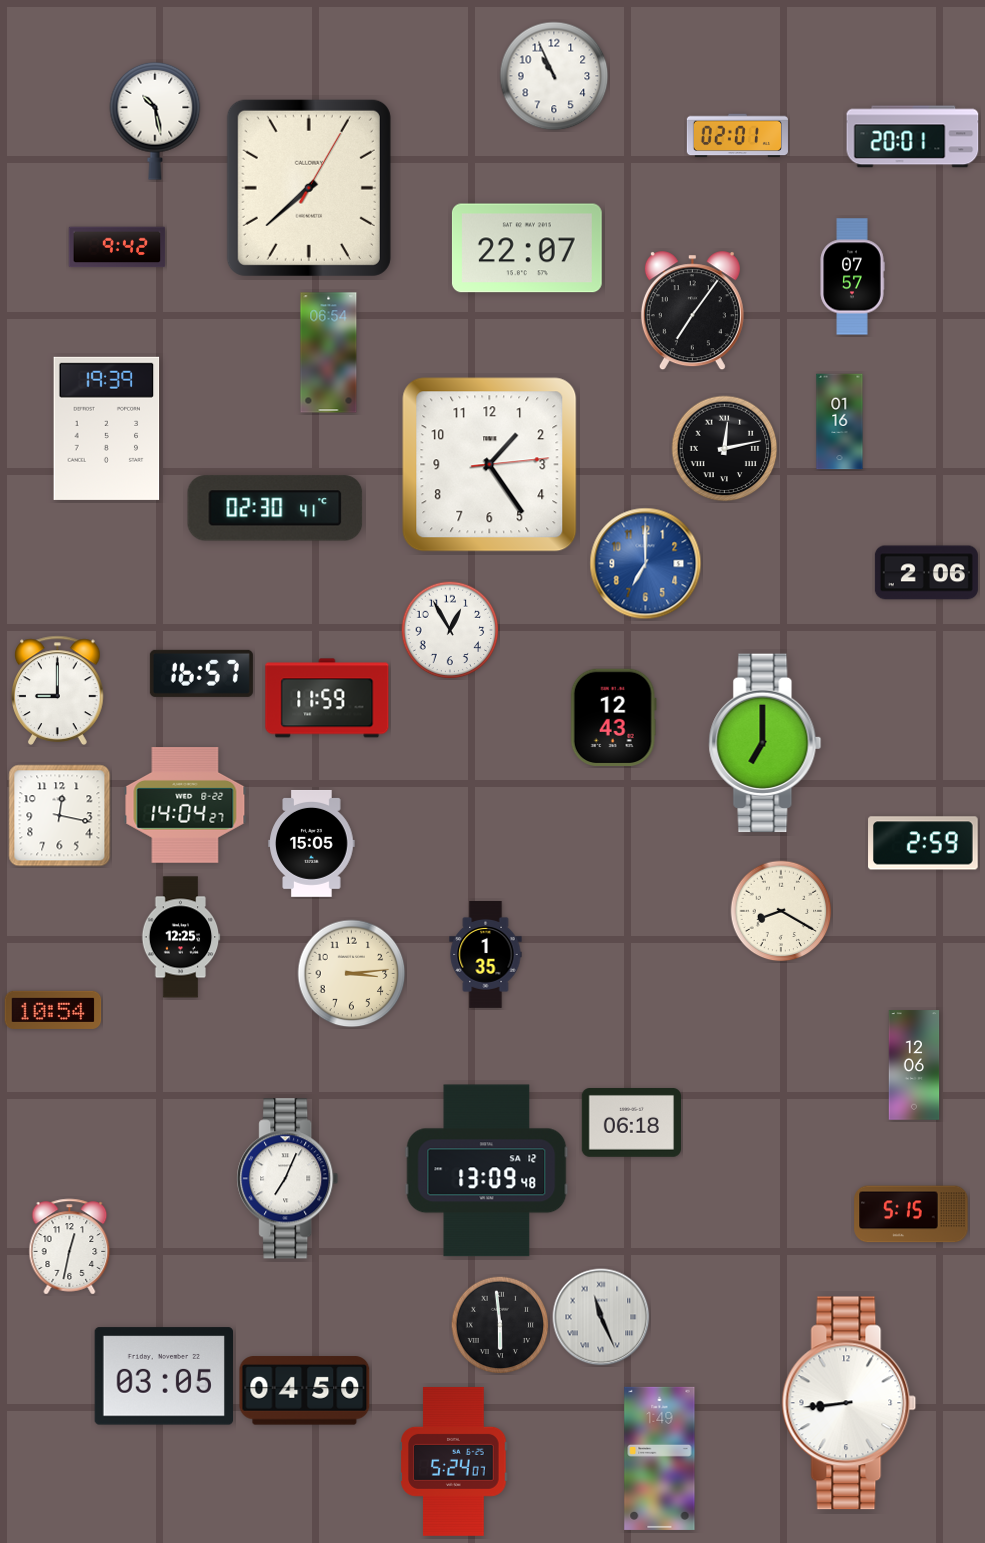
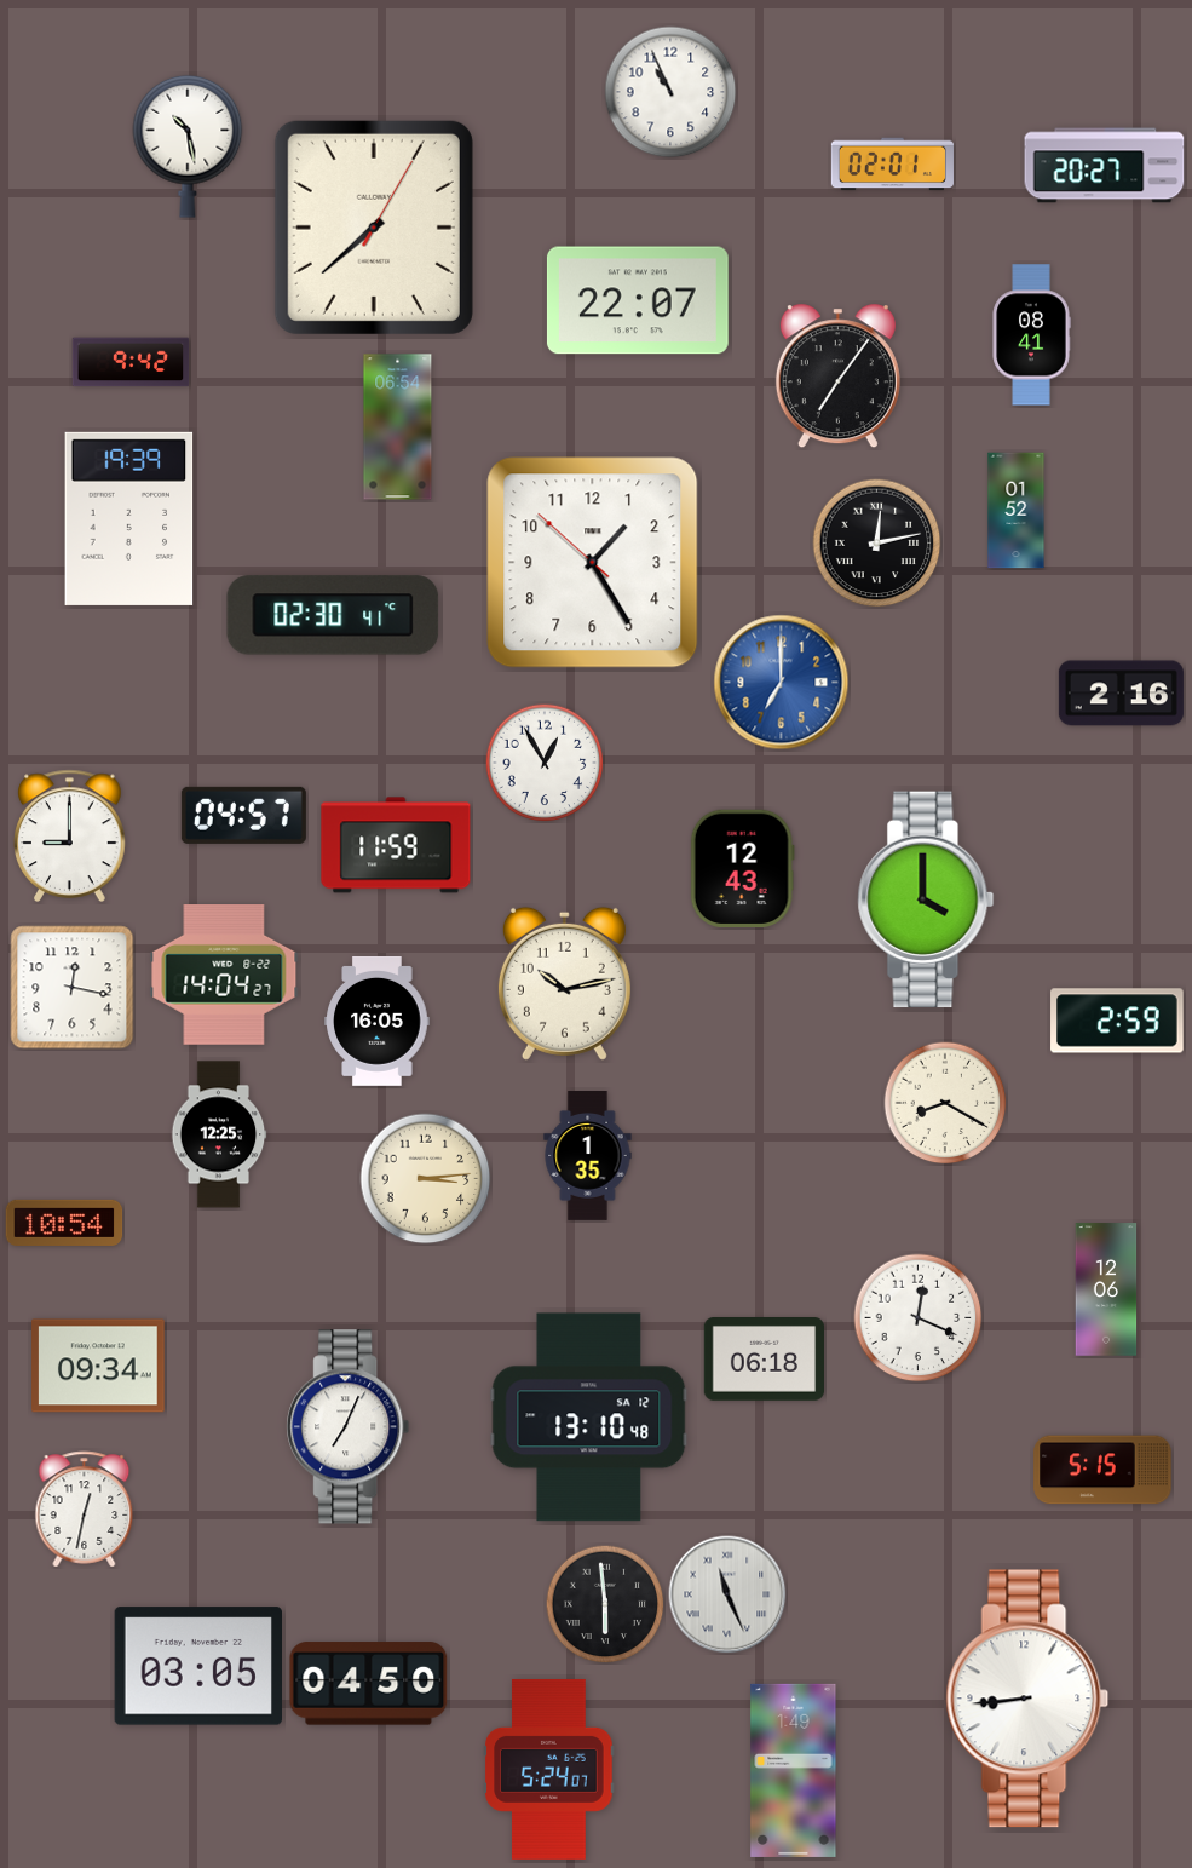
clock at (913, 137): 20:01 -> 20:27
clock at (117, 247) position: (117, 247) -> (131, 362)
clock at (852, 277): 07:57 -> 08:41
clock at (840, 422): 01:16 -> 01:52
clock at (490, 465): 1:24:14 -> 1:24:52
clock at (926, 573): 2:06 -> 2:16
clock at (201, 673): 16:57 -> 04:57
clock at (765, 743): 7:00 -> 4:00
clock at (564, 983): none -> 10:13
clock at (312, 843): 15:05 -> 16:05
clock at (919, 1318): none -> 12:19
clock at (99, 1366): none -> 09:34
clock at (487, 1171): 13:09 -> 13:10
clock at (660, 1458) position: (660, 1458) -> (794, 1770)
